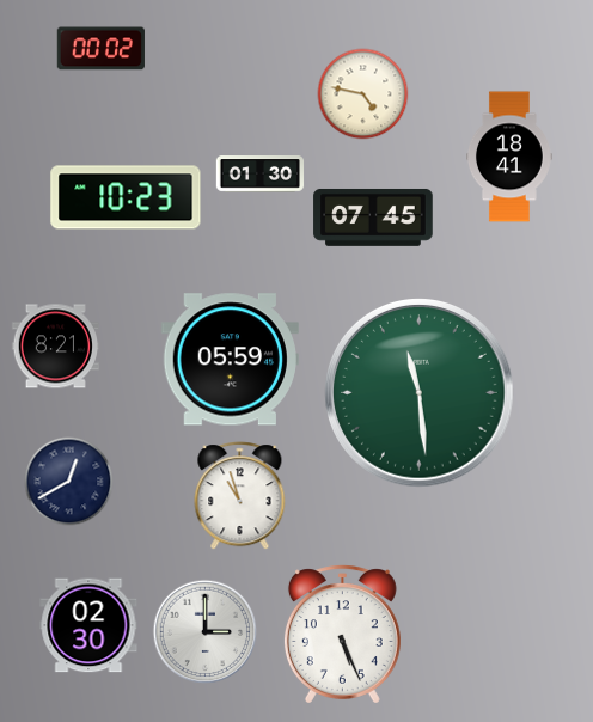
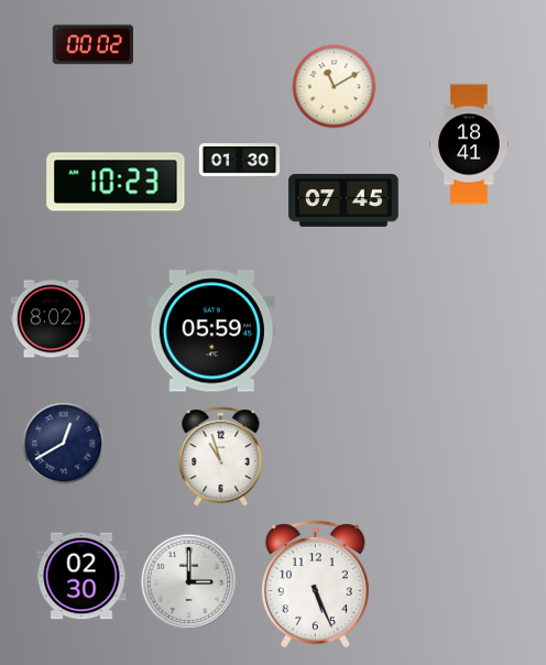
clock at (363, 94): 4:47 -> 11:10
clock at (55, 347): 8:21 -> 8:02
clock at (420, 393): 11:29 -> none
